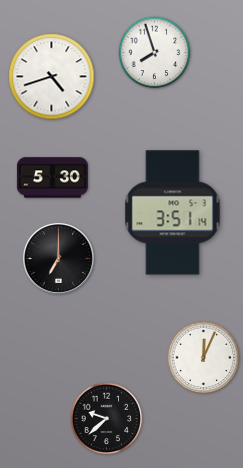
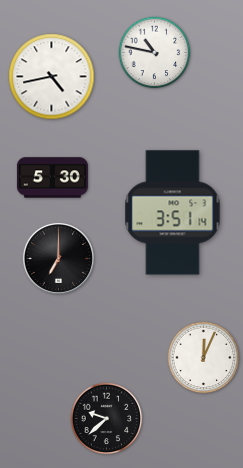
clock at (155, 53): 7:57 -> 10:47
clock at (52, 77): 4:42 -> 4:43
